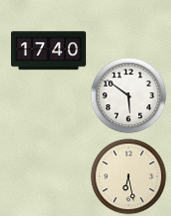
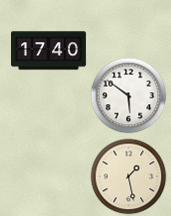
clock at (129, 177): 6:28 -> 1:28
